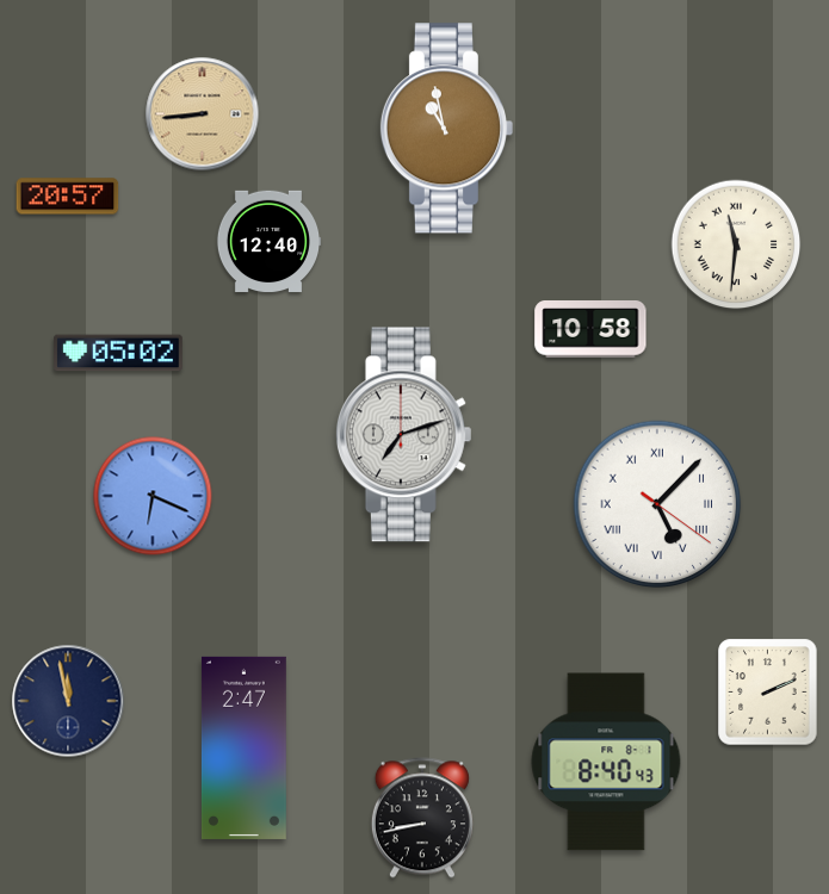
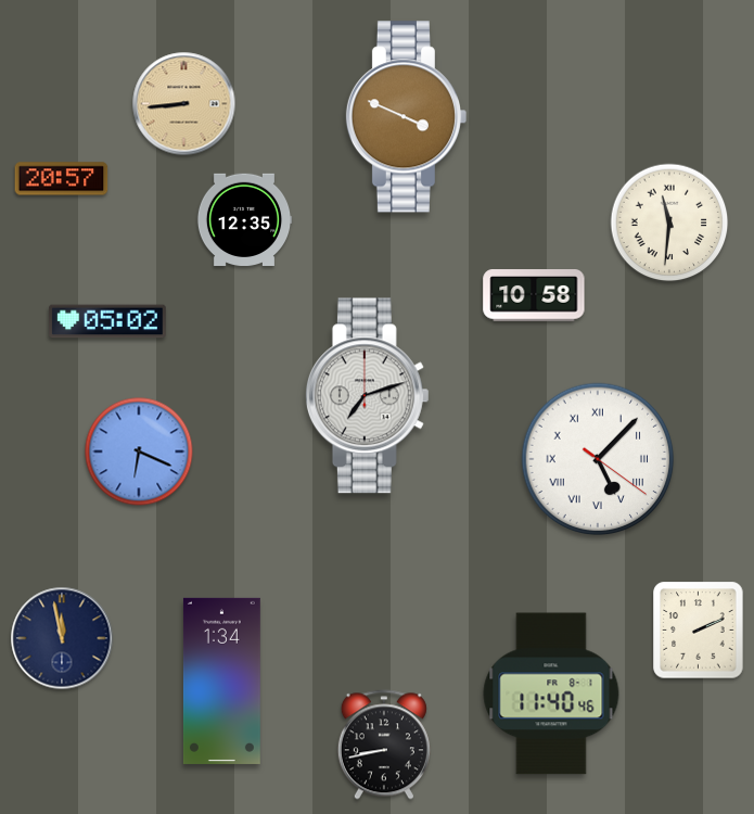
clock at (446, 129): 10:58 -> 3:49
clock at (268, 242): 12:40 -> 12:35
clock at (590, 330) position: (590, 330) -> (534, 296)
clock at (243, 747): 2:47 -> 1:34
clock at (606, 762): 8:40 -> 11:40
